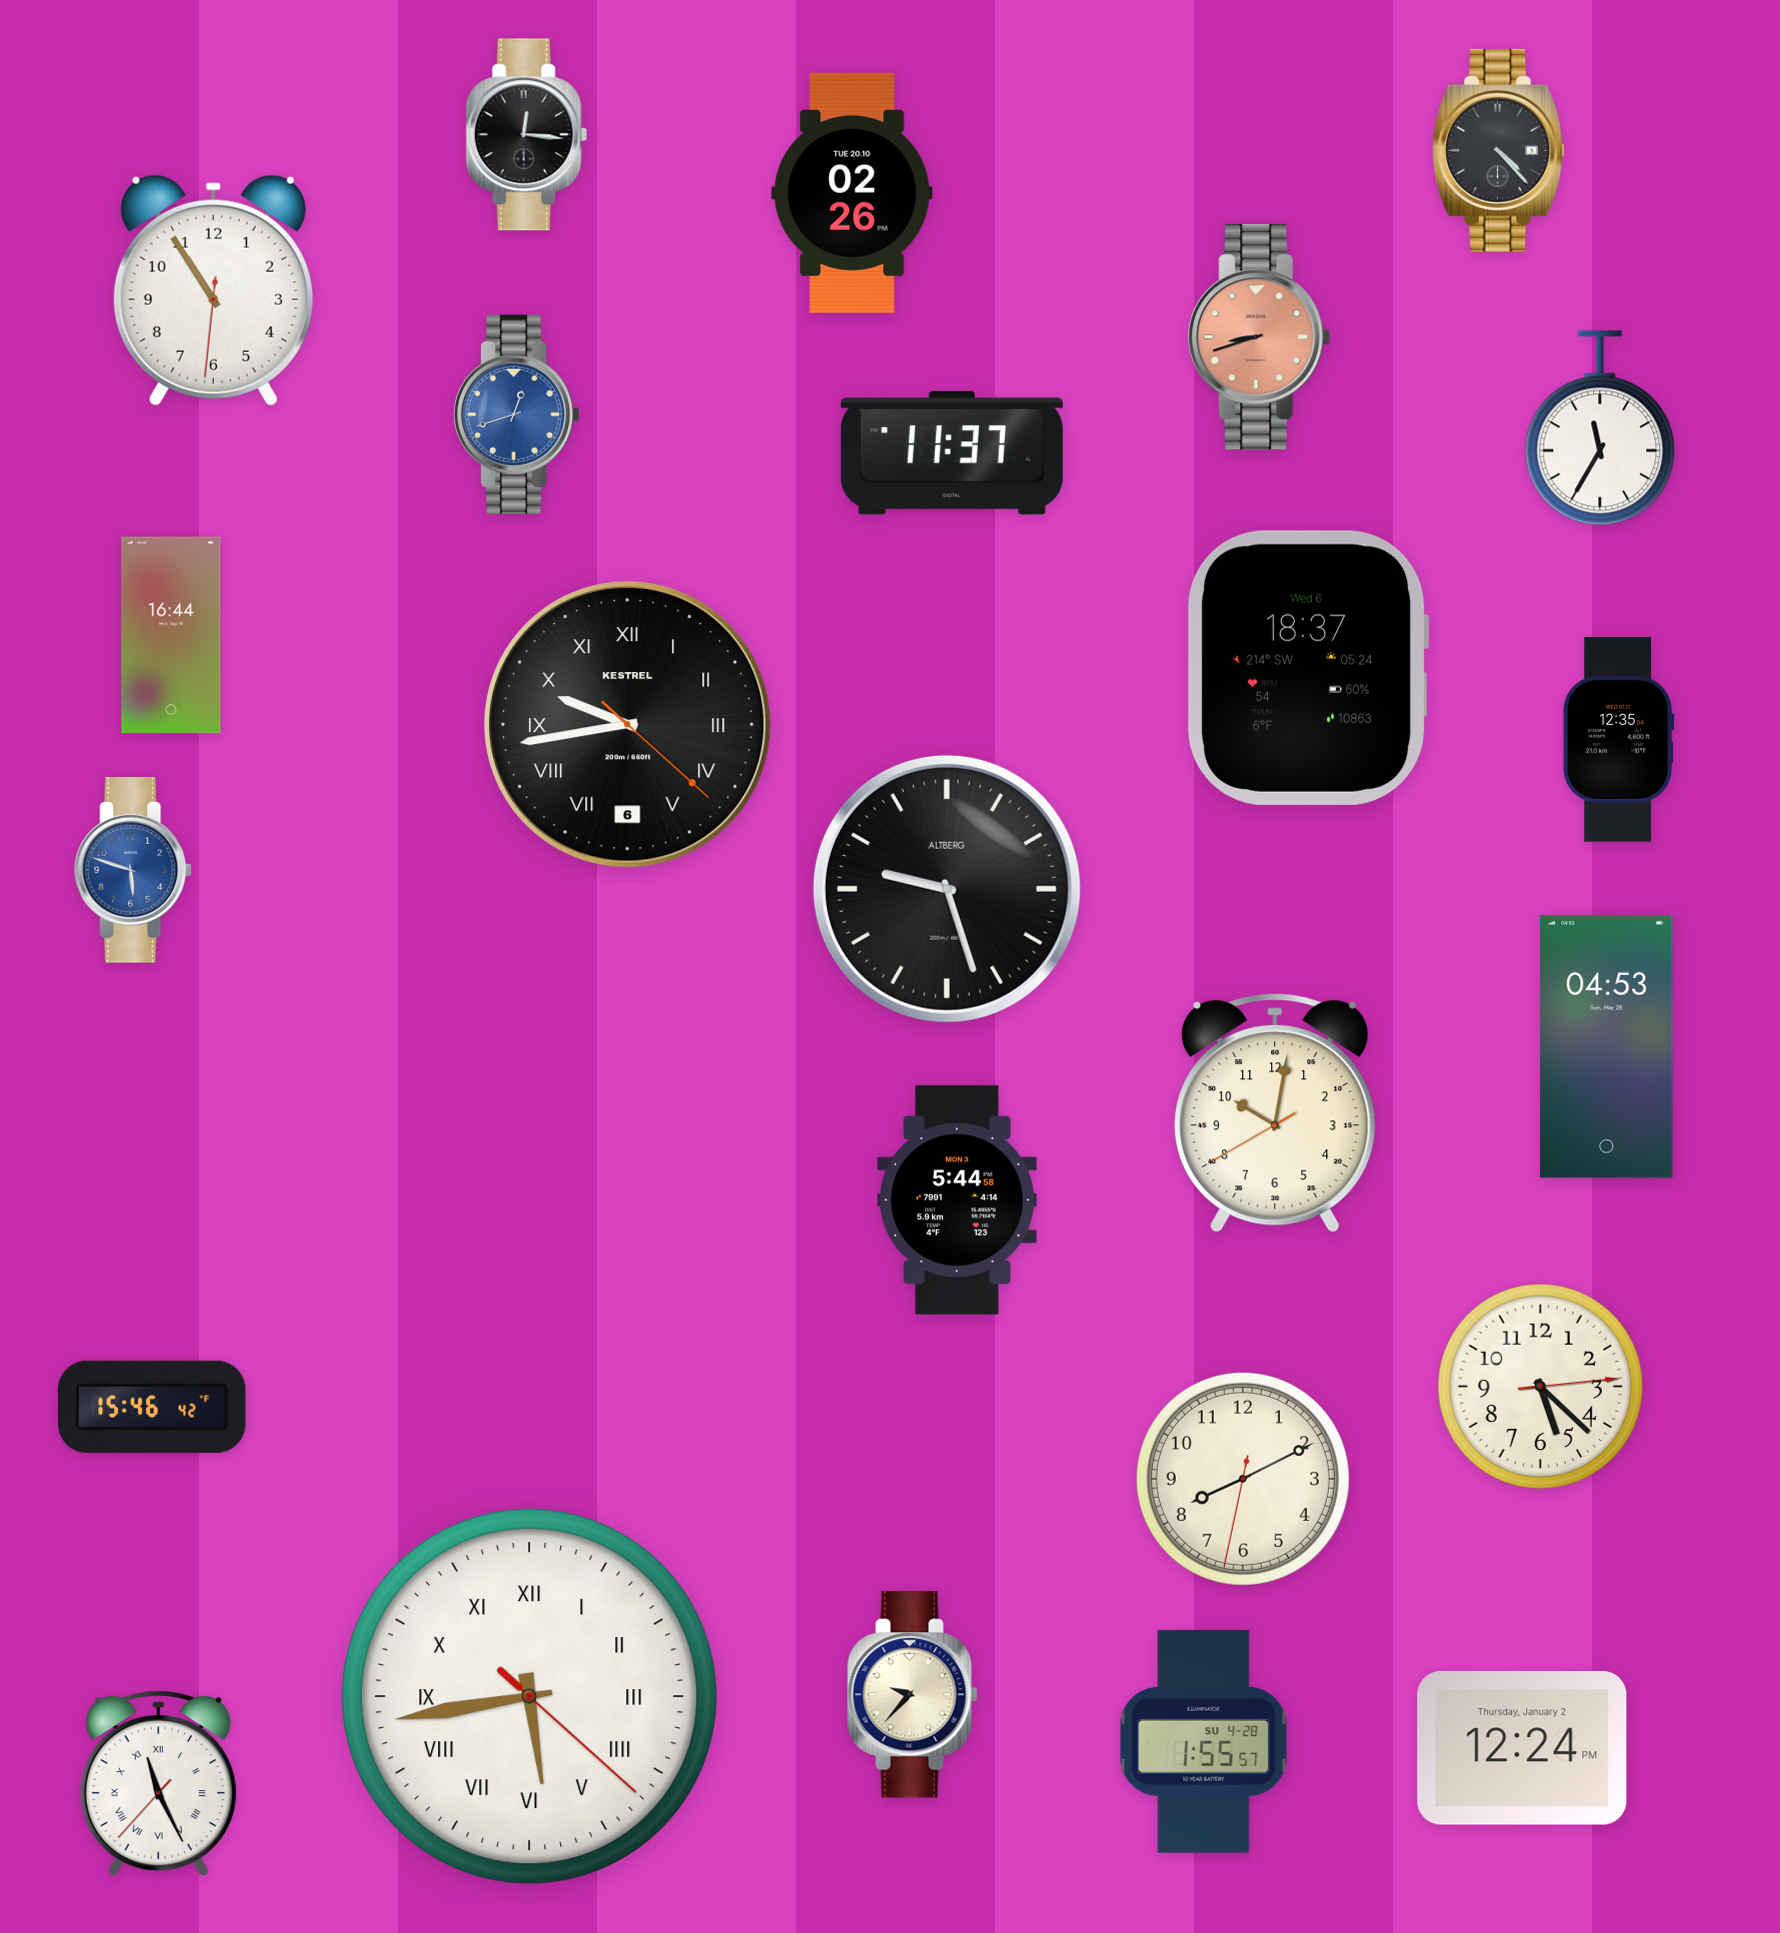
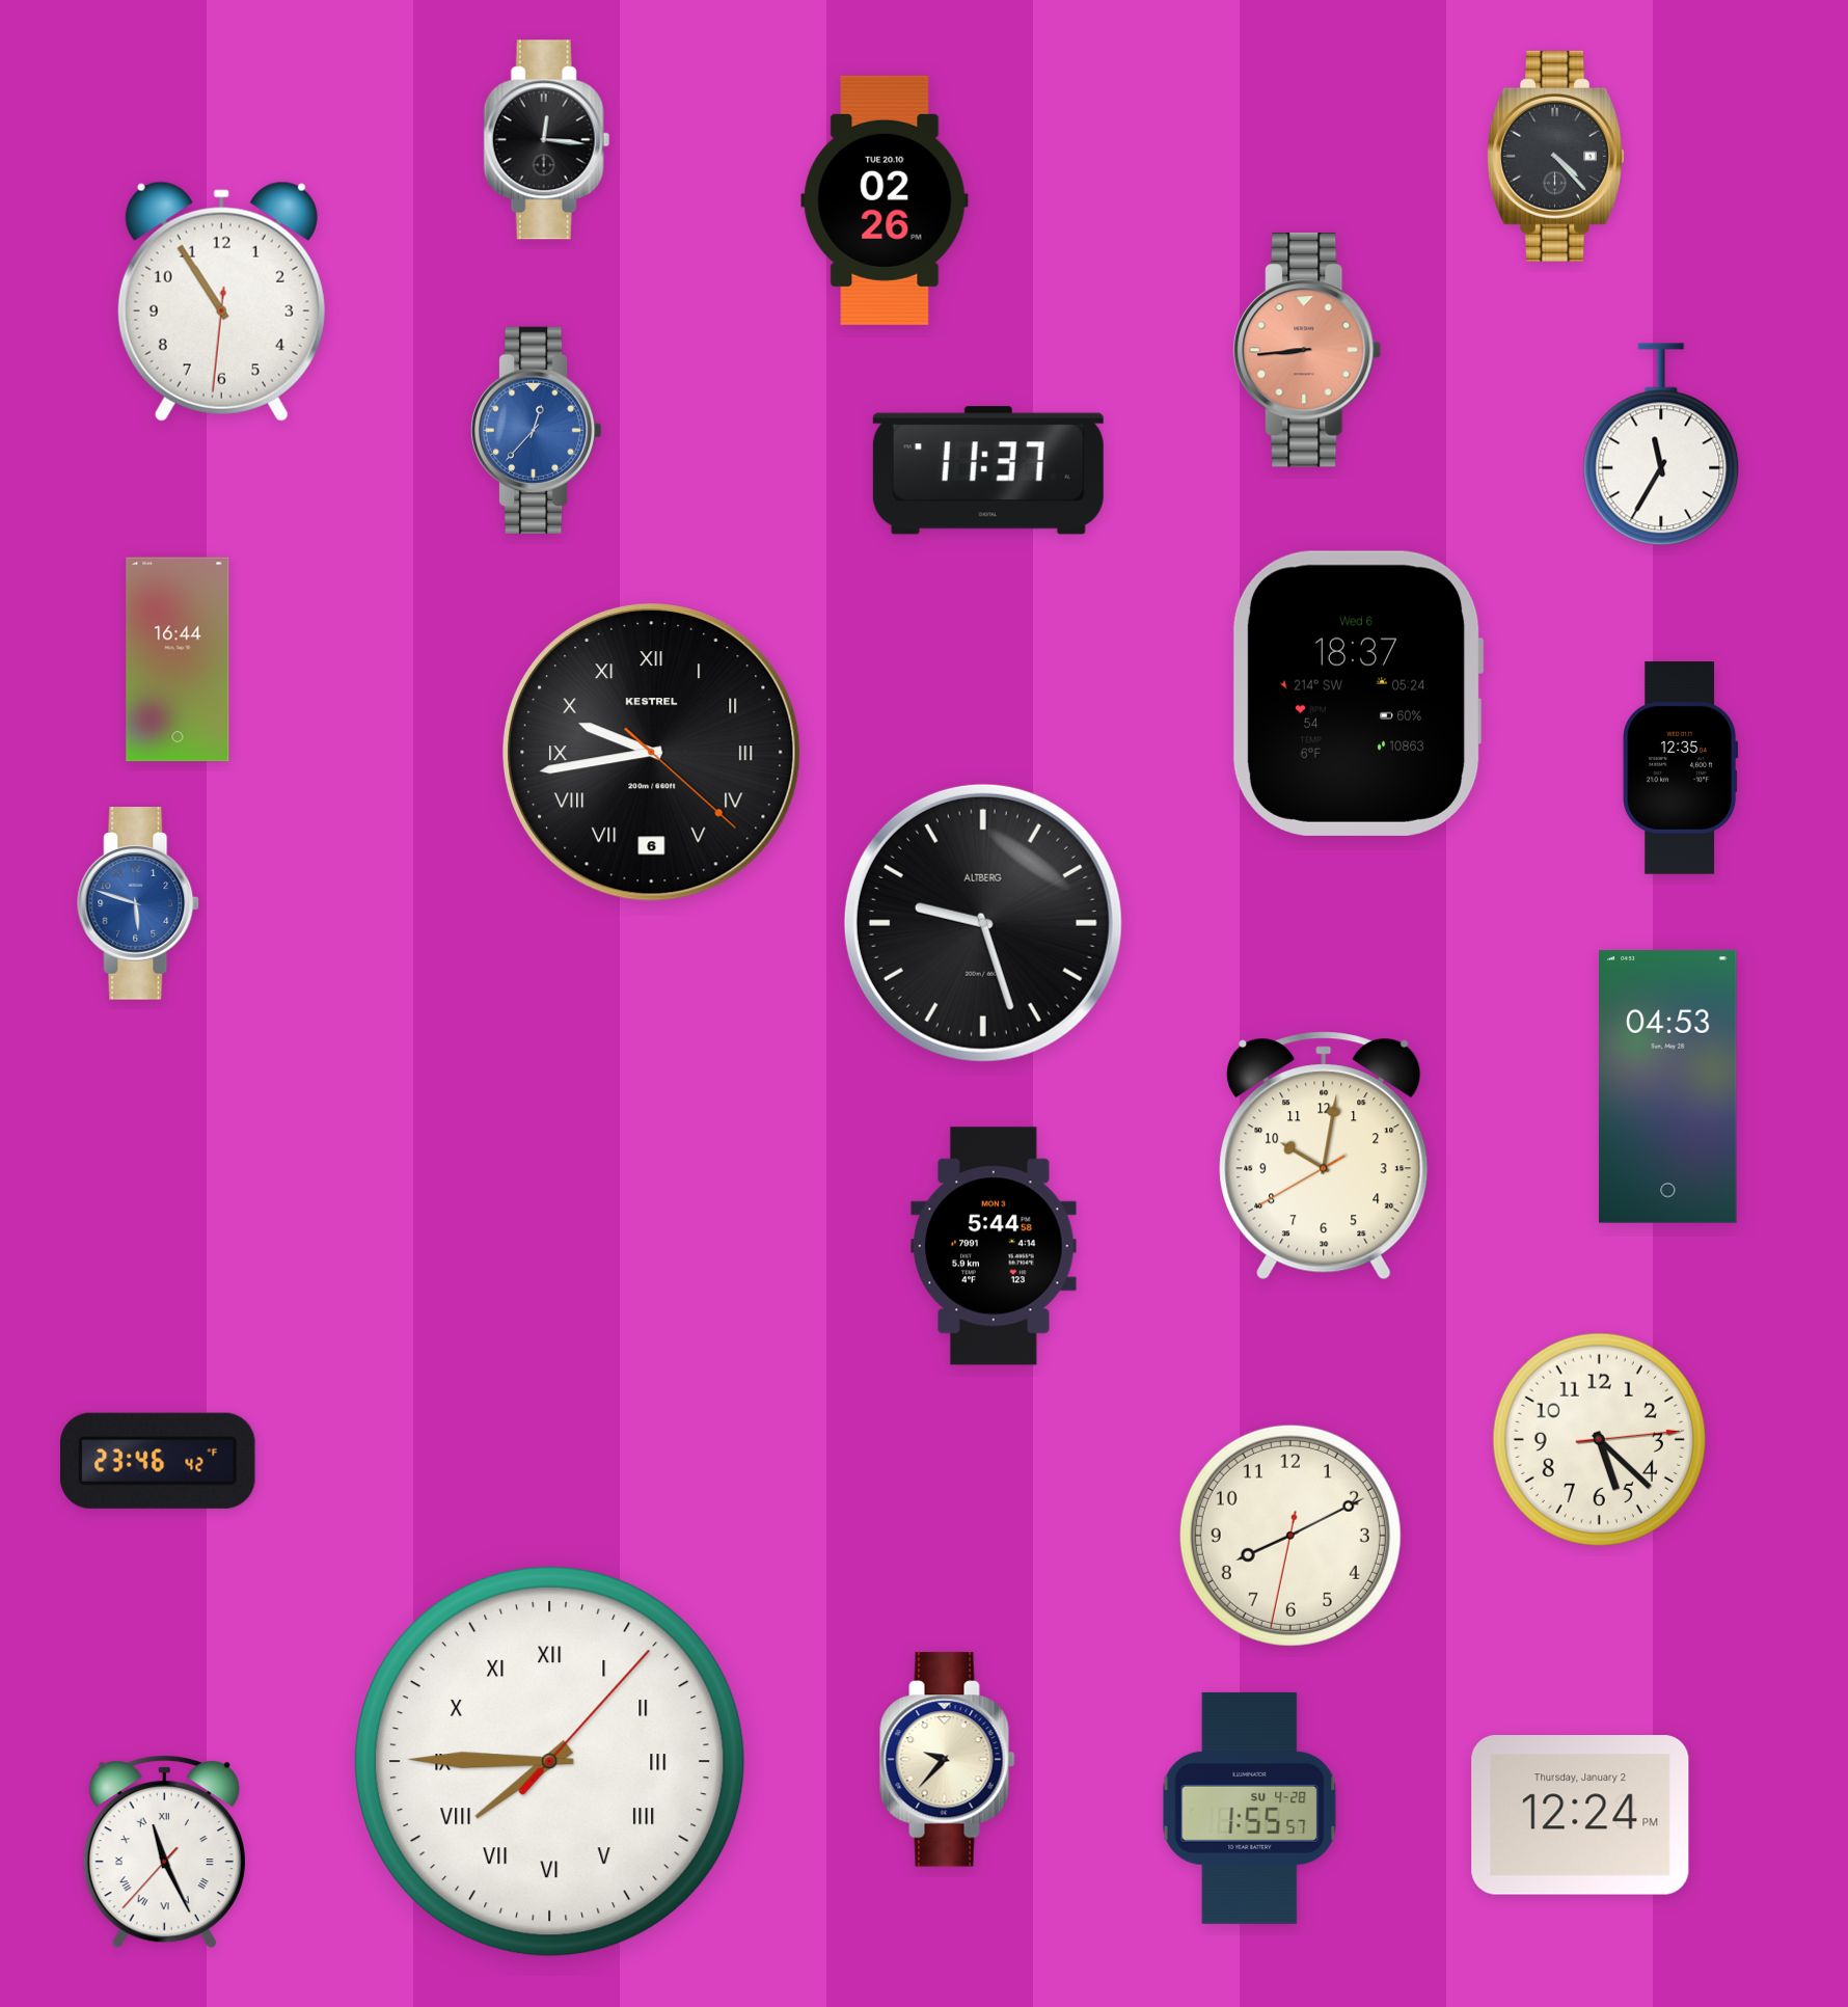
clock at (1259, 337): 8:42 -> 8:44
clock at (517, 414): 12:42 -> 12:37
clock at (153, 1407): 15:46 -> 23:46
clock at (530, 1697): 5:43 -> 7:45
